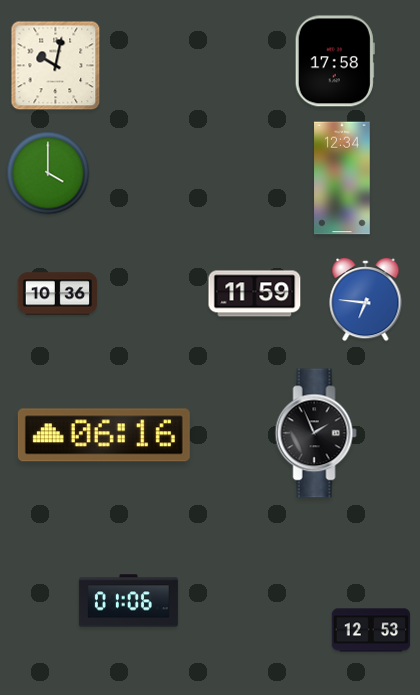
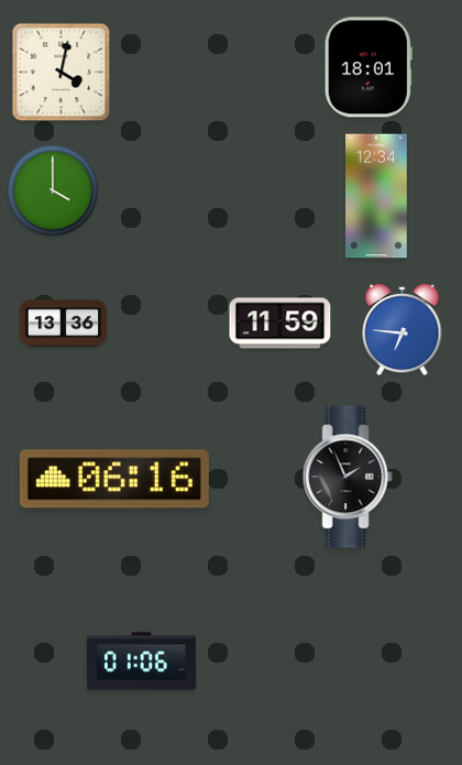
clock at (335, 61): 17:58 -> 18:01
clock at (56, 66): 10:02 -> 4:02
clock at (57, 294): 10:36 -> 13:36
clock at (371, 630): 12:53 -> none
